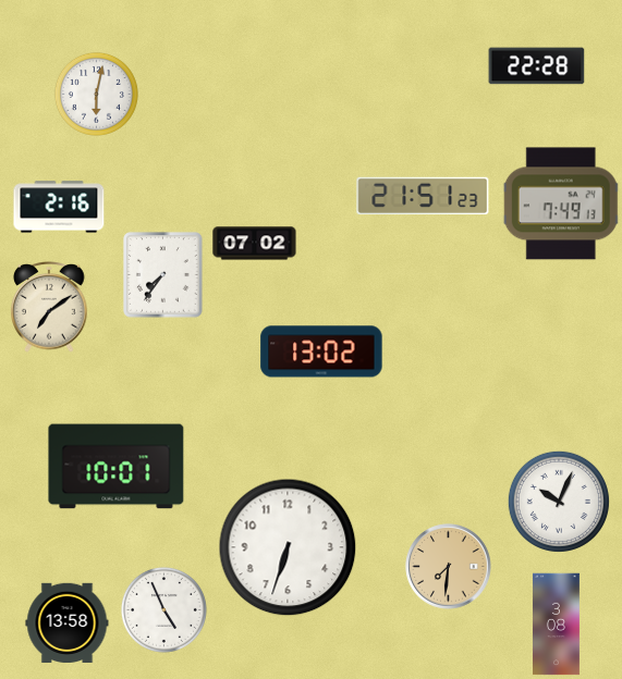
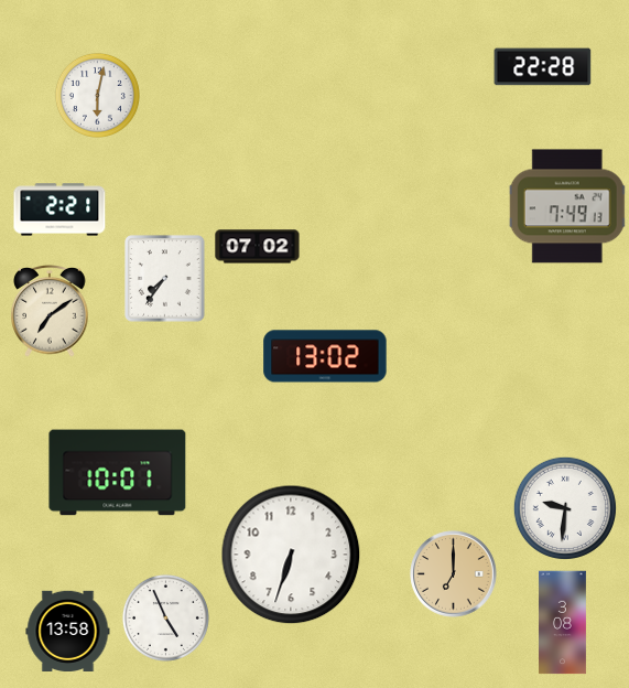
clock at (423, 196): 21:51 -> none
clock at (59, 207): 2:16 -> 2:21
clock at (559, 502): 10:04 -> 9:31
clock at (449, 567): 7:31 -> 7:00
clock at (557, 625) position: (557, 625) -> (563, 623)
